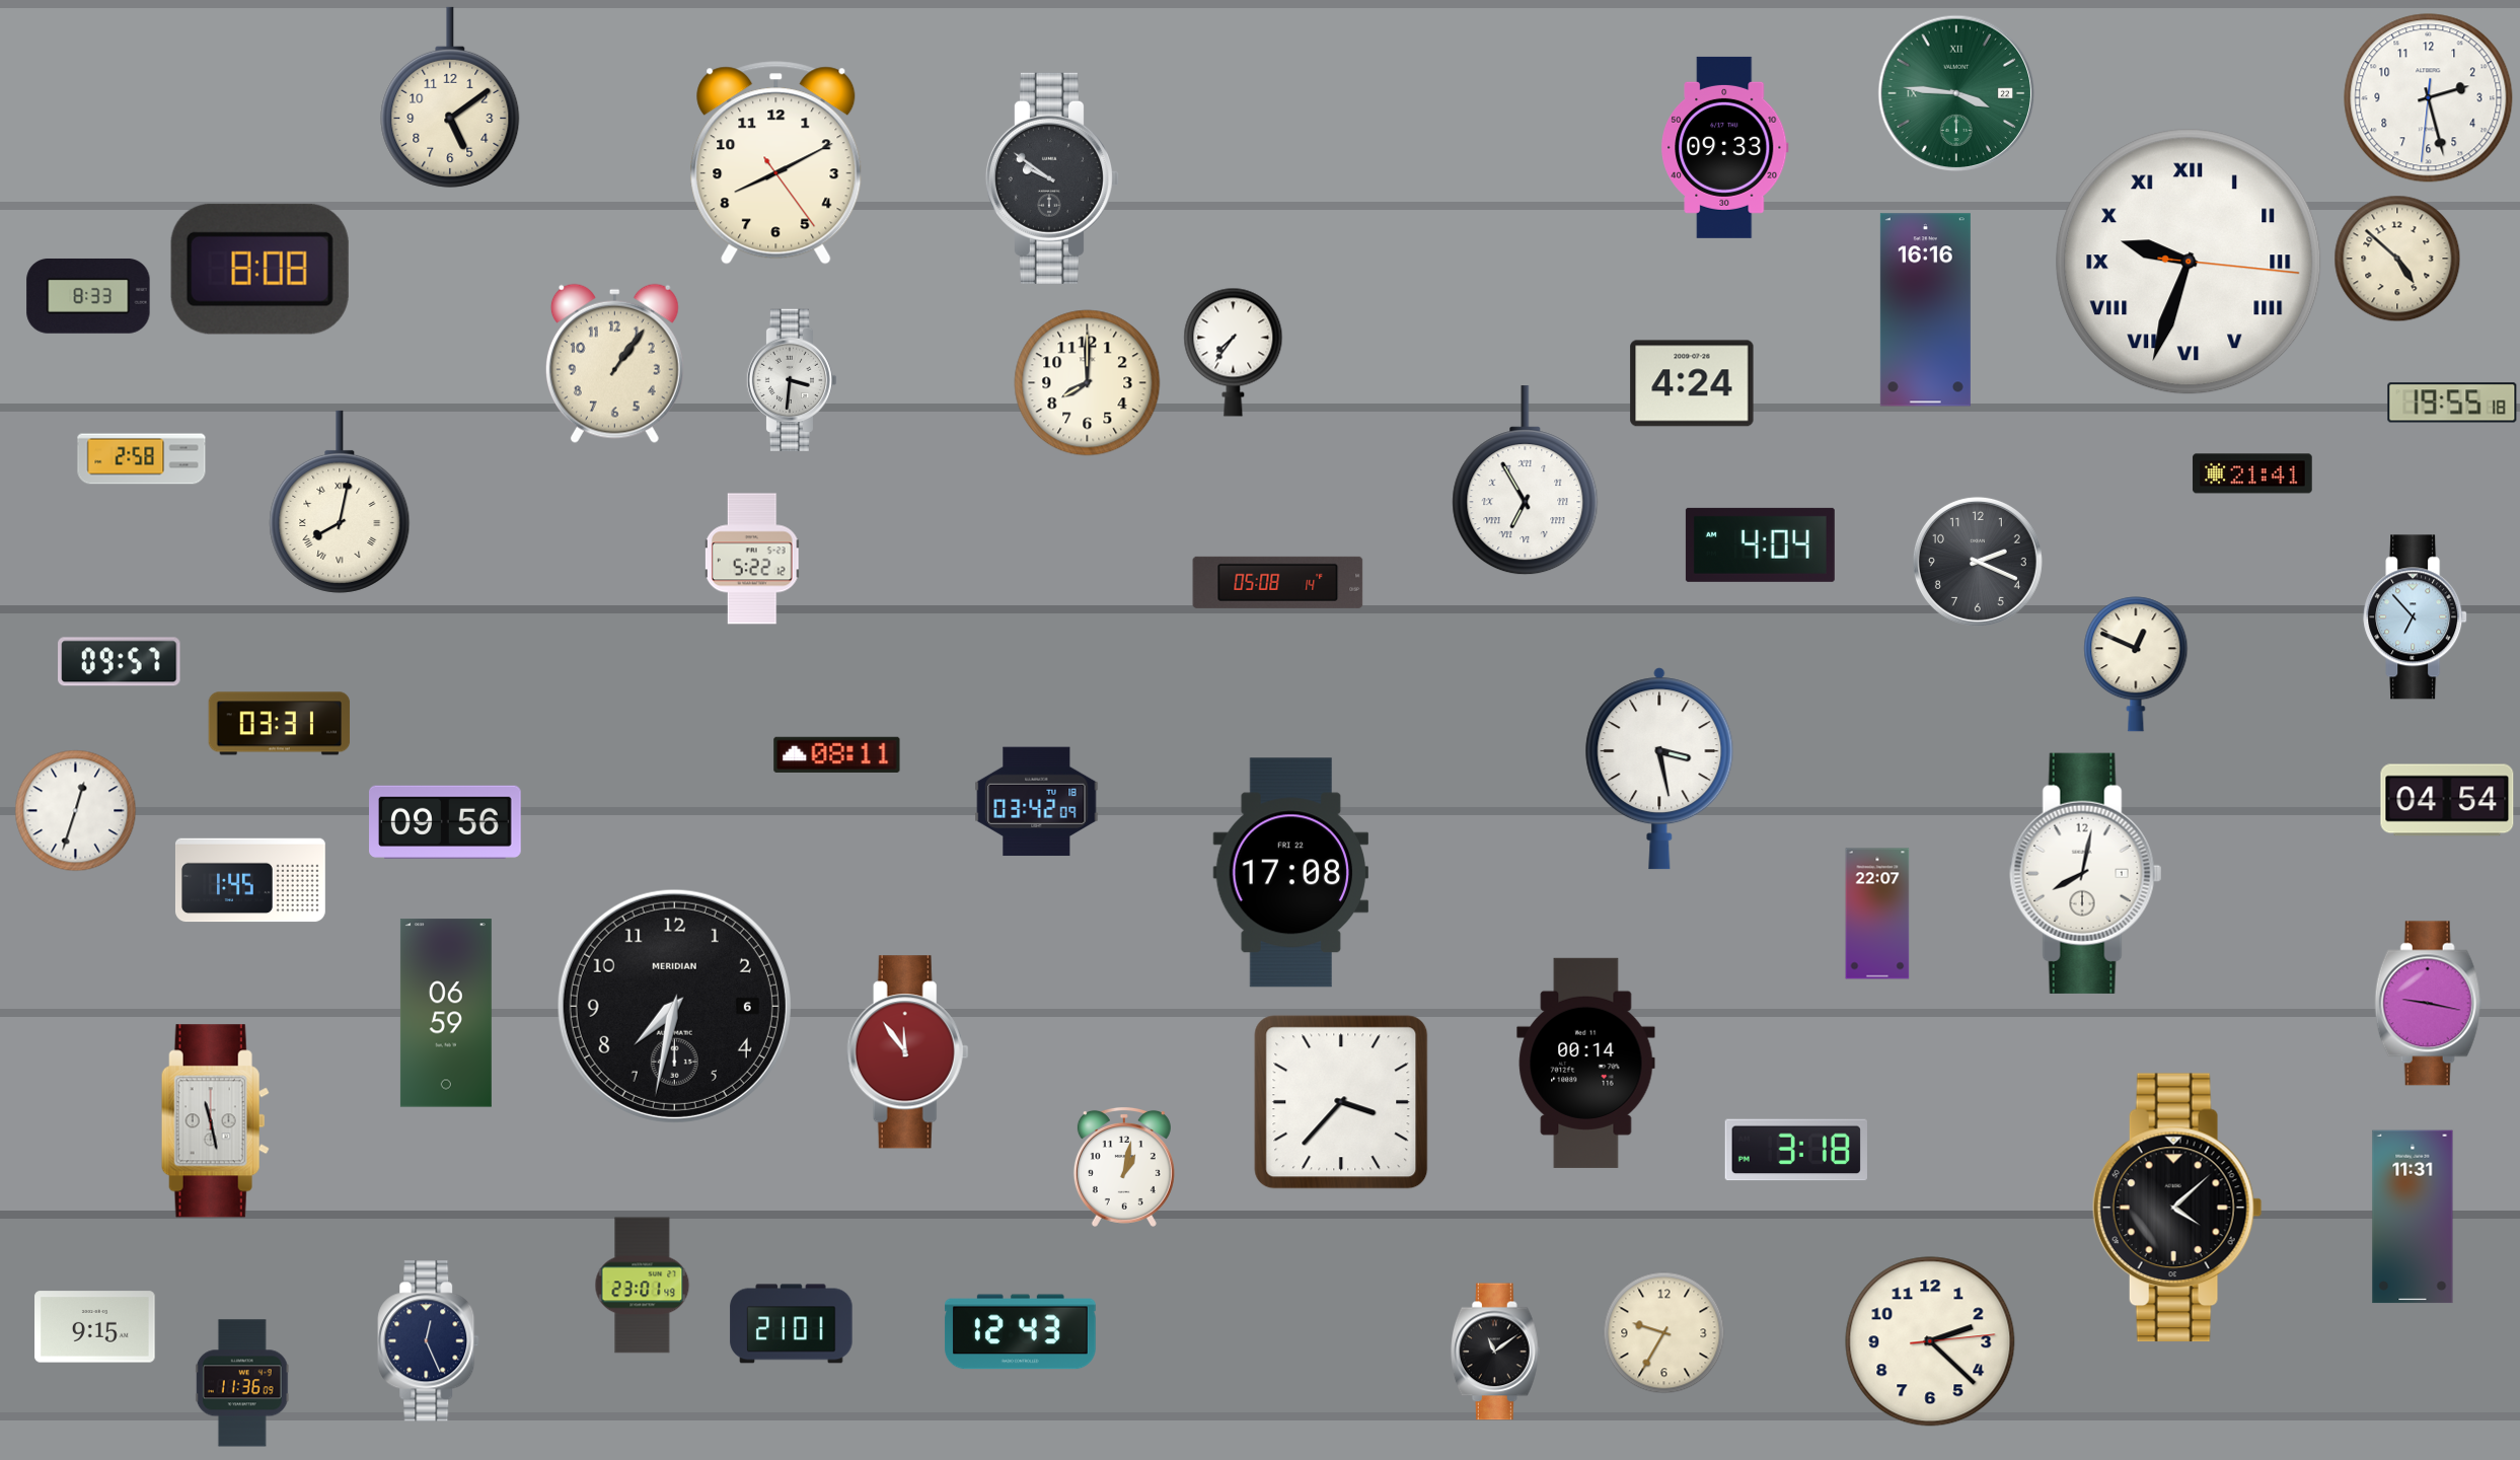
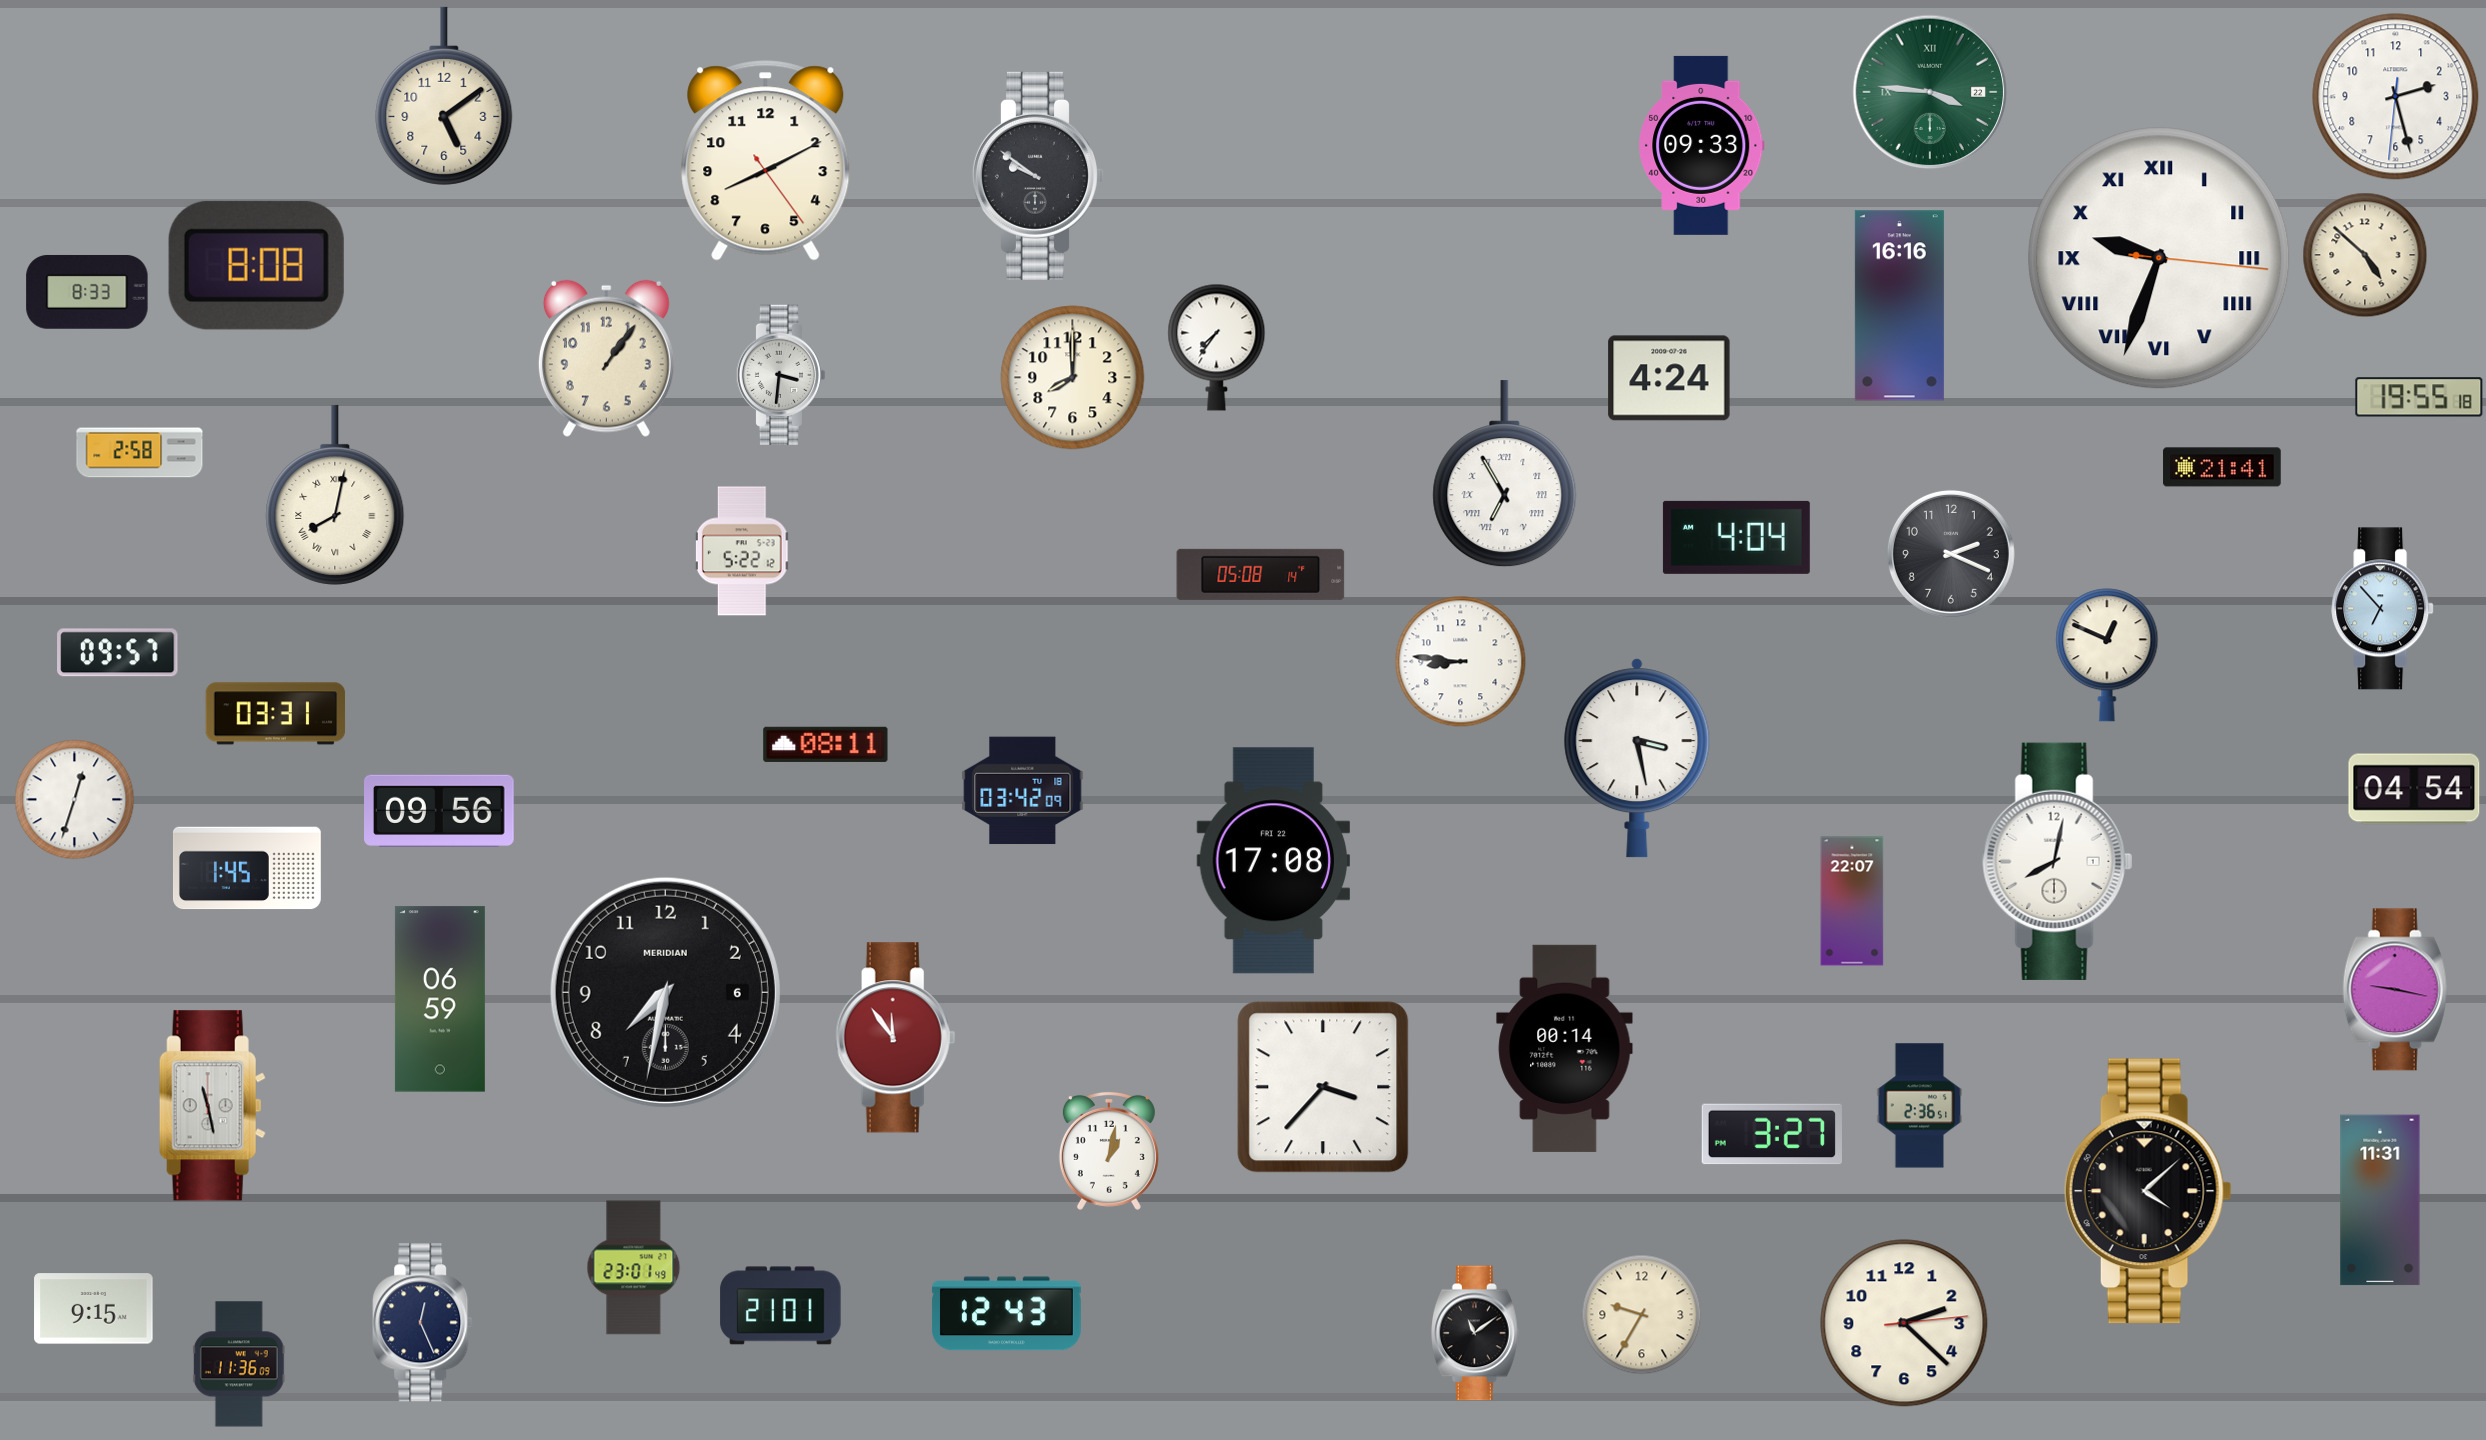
clock at (1461, 662): none -> 8:46
clock at (1920, 1106): none -> 2:36
clock at (1796, 1150): 3:18 -> 3:27
